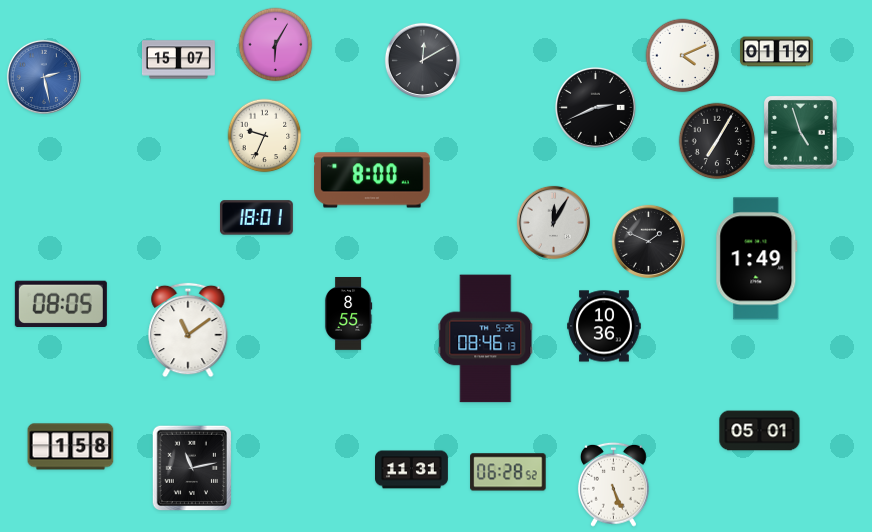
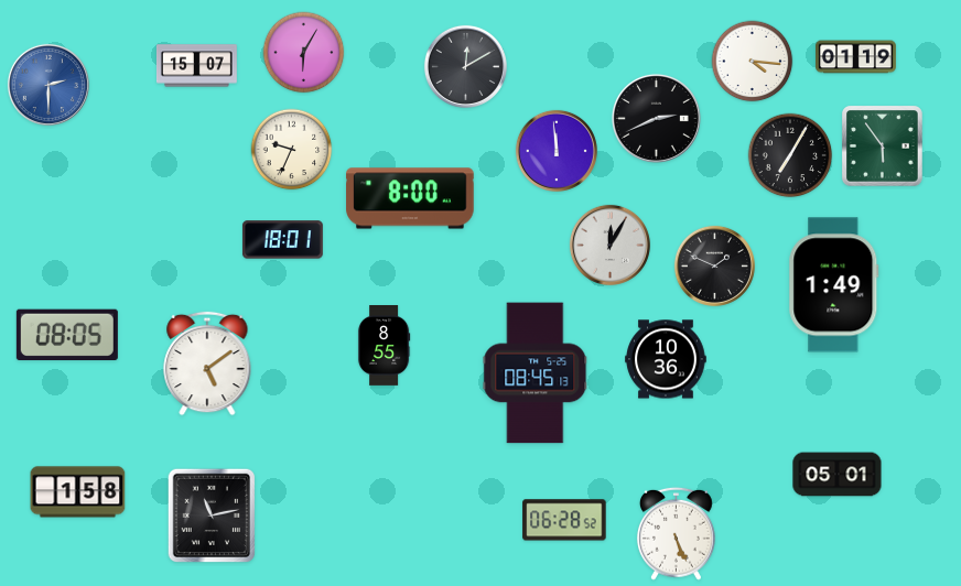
clock at (276, 45) position: (276, 45) -> (304, 53)
clock at (683, 56): 4:11 -> 4:16
clock at (44, 77): 2:28 -> 2:30
clock at (801, 133): 4:57 -> 5:54
clock at (557, 151): none -> 11:59
clock at (188, 330): 11:09 -> 5:09
clock at (486, 339): 08:46 -> 08:45
clock at (412, 470): 11:31 -> none
clock at (508, 472) position: (508, 472) -> (564, 520)
